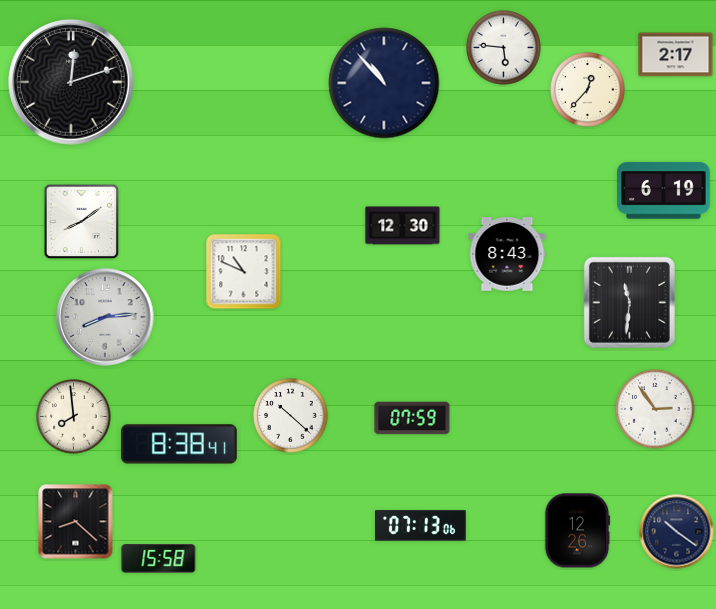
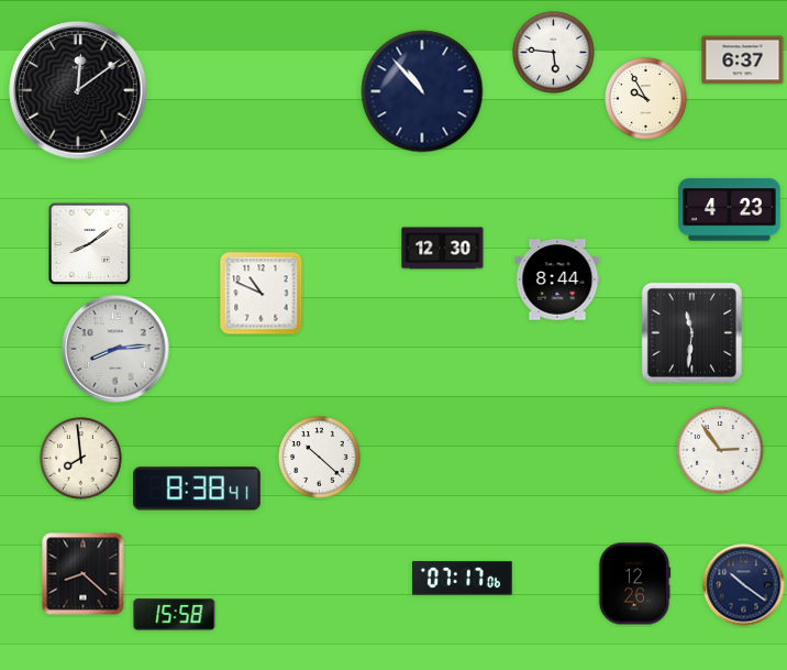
clock at (676, 55): 2:17 -> 6:37
clock at (71, 82): 12:12 -> 12:09
clock at (588, 90): 12:37 -> 9:55
clock at (664, 191): 6:19 -> 4:23
clock at (507, 254): 8:43 -> 8:44
clock at (244, 272) position: (244, 272) -> (262, 294)
clock at (412, 418): 07:59 -> none
clock at (421, 526): 07:13 -> 07:17
